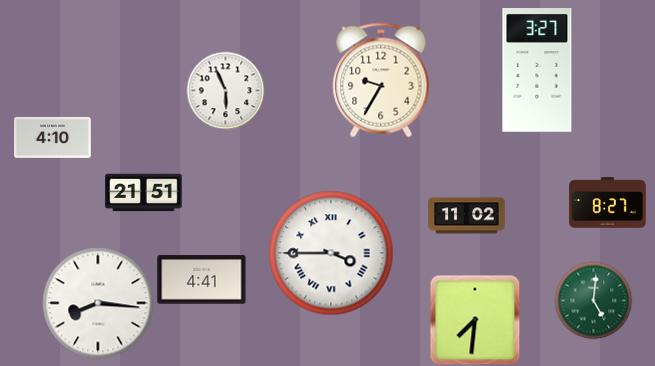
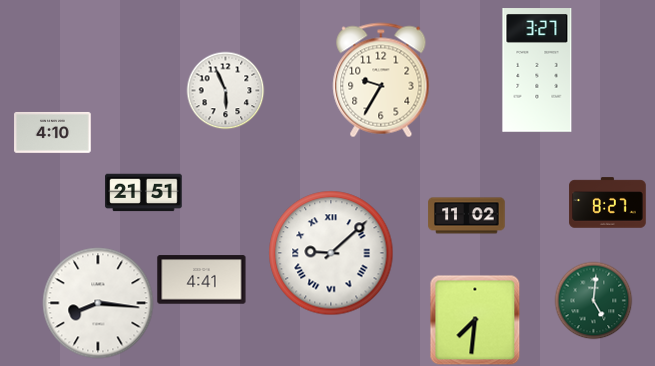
clock at (53, 137) position: (53, 137) -> (53, 132)
clock at (331, 253): 3:45 -> 9:08
